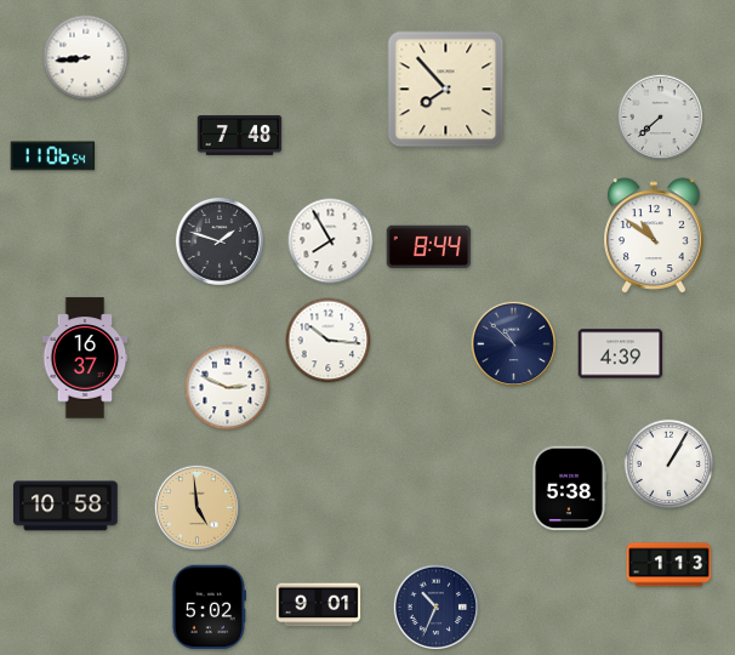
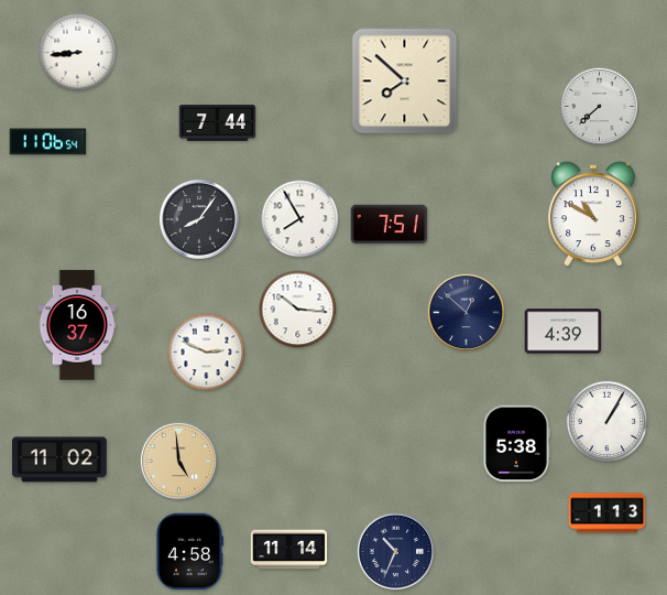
clock at (446, 90): 7:53 -> 7:52
clock at (240, 136): 7:48 -> 7:44
clock at (655, 235): 10:51 -> 10:50
clock at (220, 241): 1:48 -> 8:06
clock at (429, 247): 8:44 -> 7:51
clock at (513, 343): 10:52 -> 12:52
clock at (621, 354) position: (621, 354) -> (564, 332)
clock at (67, 506): 10:58 -> 11:02
clock at (319, 605): 9:01 -> 11:14
clock at (209, 608): 5:02 -> 4:58
